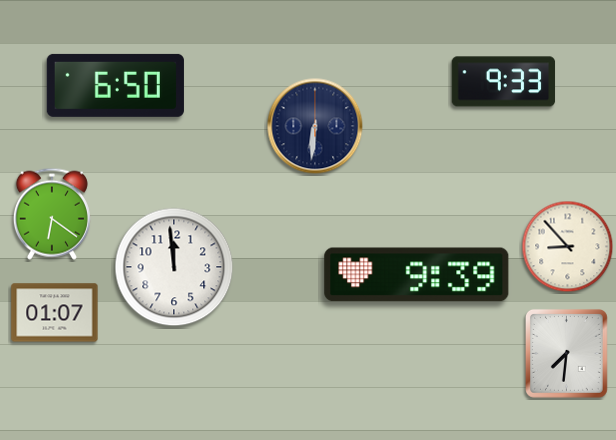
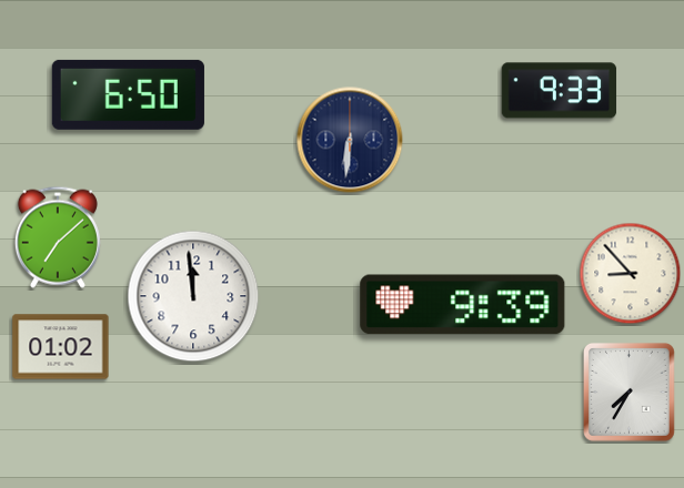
clock at (52, 214): 6:21 -> 7:08
clock at (55, 313): 01:07 -> 01:02
clock at (566, 353): 7:31 -> 7:35
